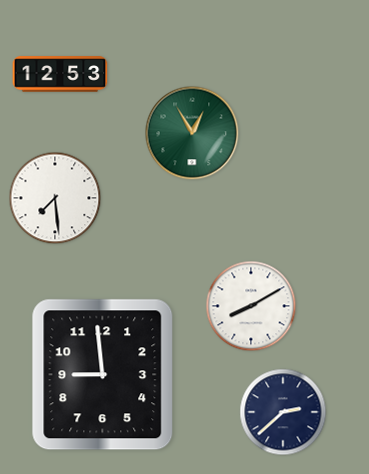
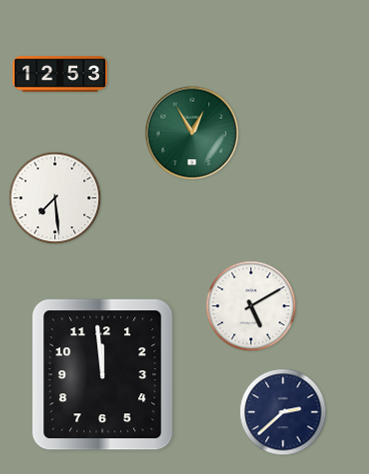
clock at (251, 306): 8:10 -> 5:10
clock at (103, 375): 8:59 -> 11:59
